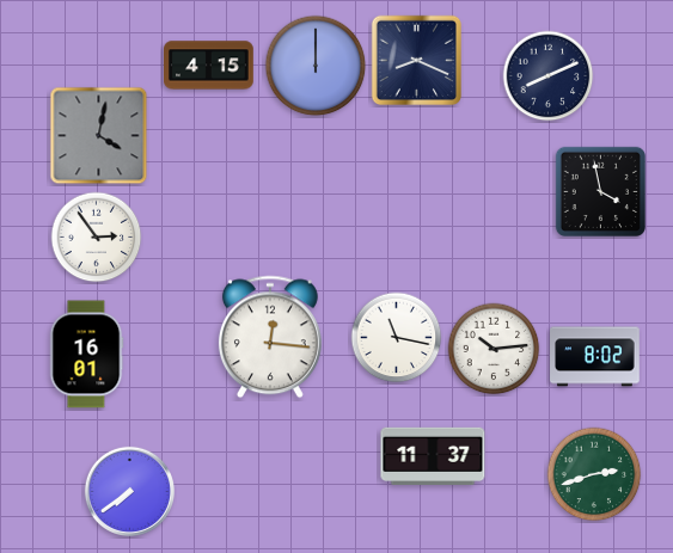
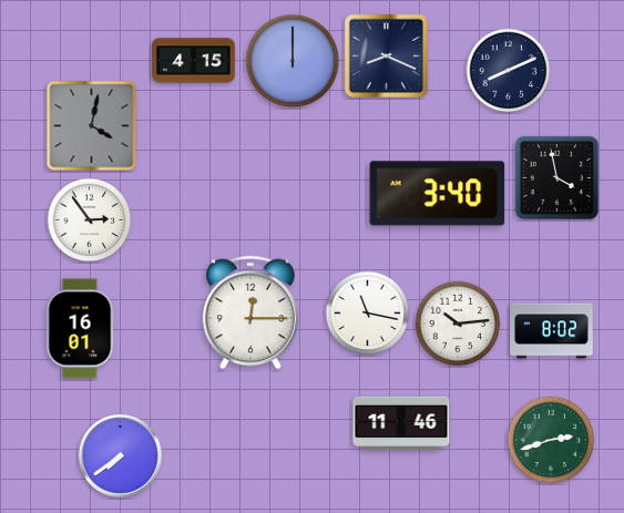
clock at (438, 194): none -> 3:40
clock at (270, 337): 12:16 -> 12:15
clock at (433, 456): 11:37 -> 11:46
